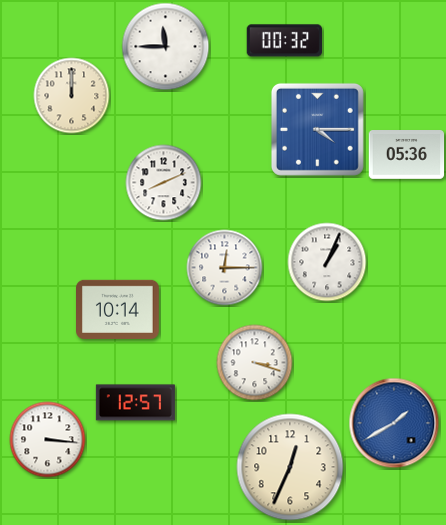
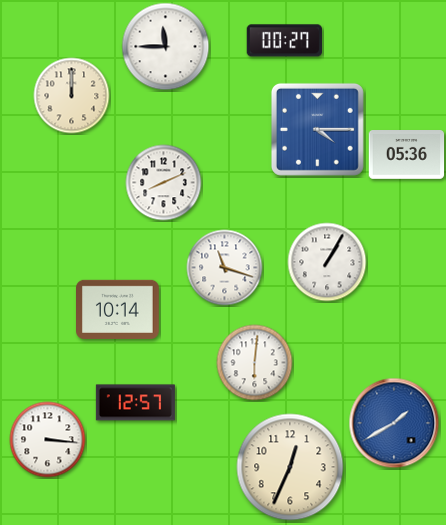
clock at (285, 41): 00:32 -> 00:27
clock at (327, 262): 1:04 -> 1:05
clock at (225, 268): 12:15 -> 11:18
clock at (255, 363): 3:18 -> 6:01
